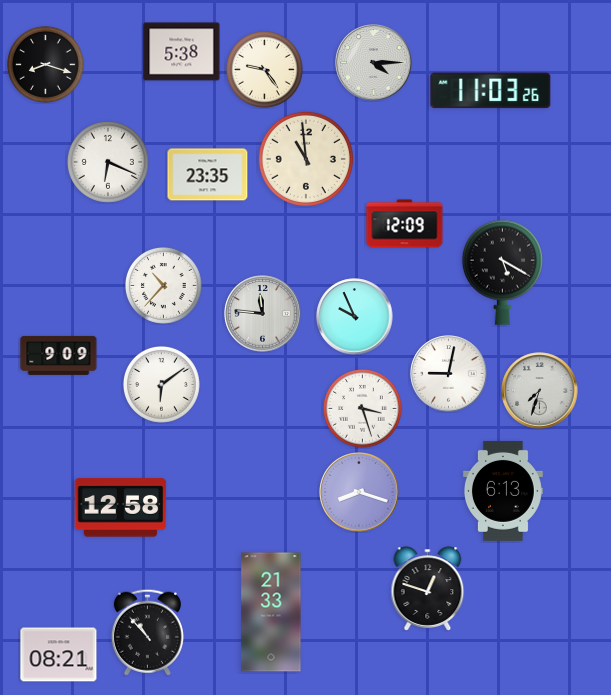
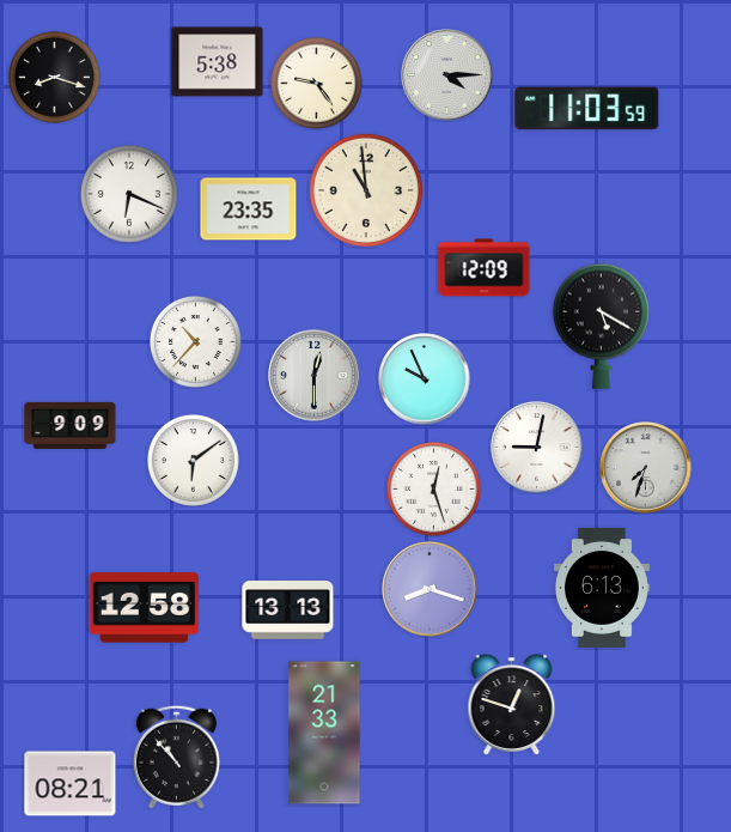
clock at (491, 91): 11:03:26 -> 11:03:59
clock at (263, 314): 11:46 -> 12:30
clock at (362, 408): 3:27 -> 12:27
clock at (288, 611): none -> 13:13
